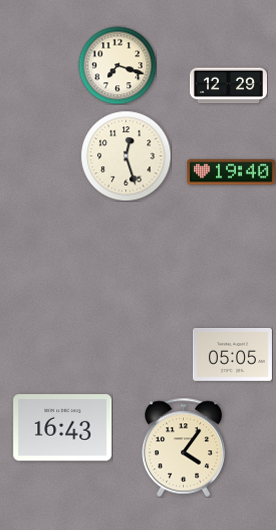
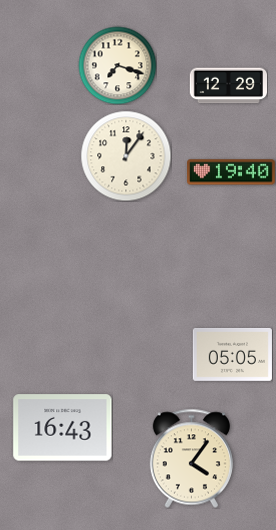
clock at (126, 156): 12:27 -> 12:06
clock at (183, 447) position: (183, 447) -> (191, 458)
